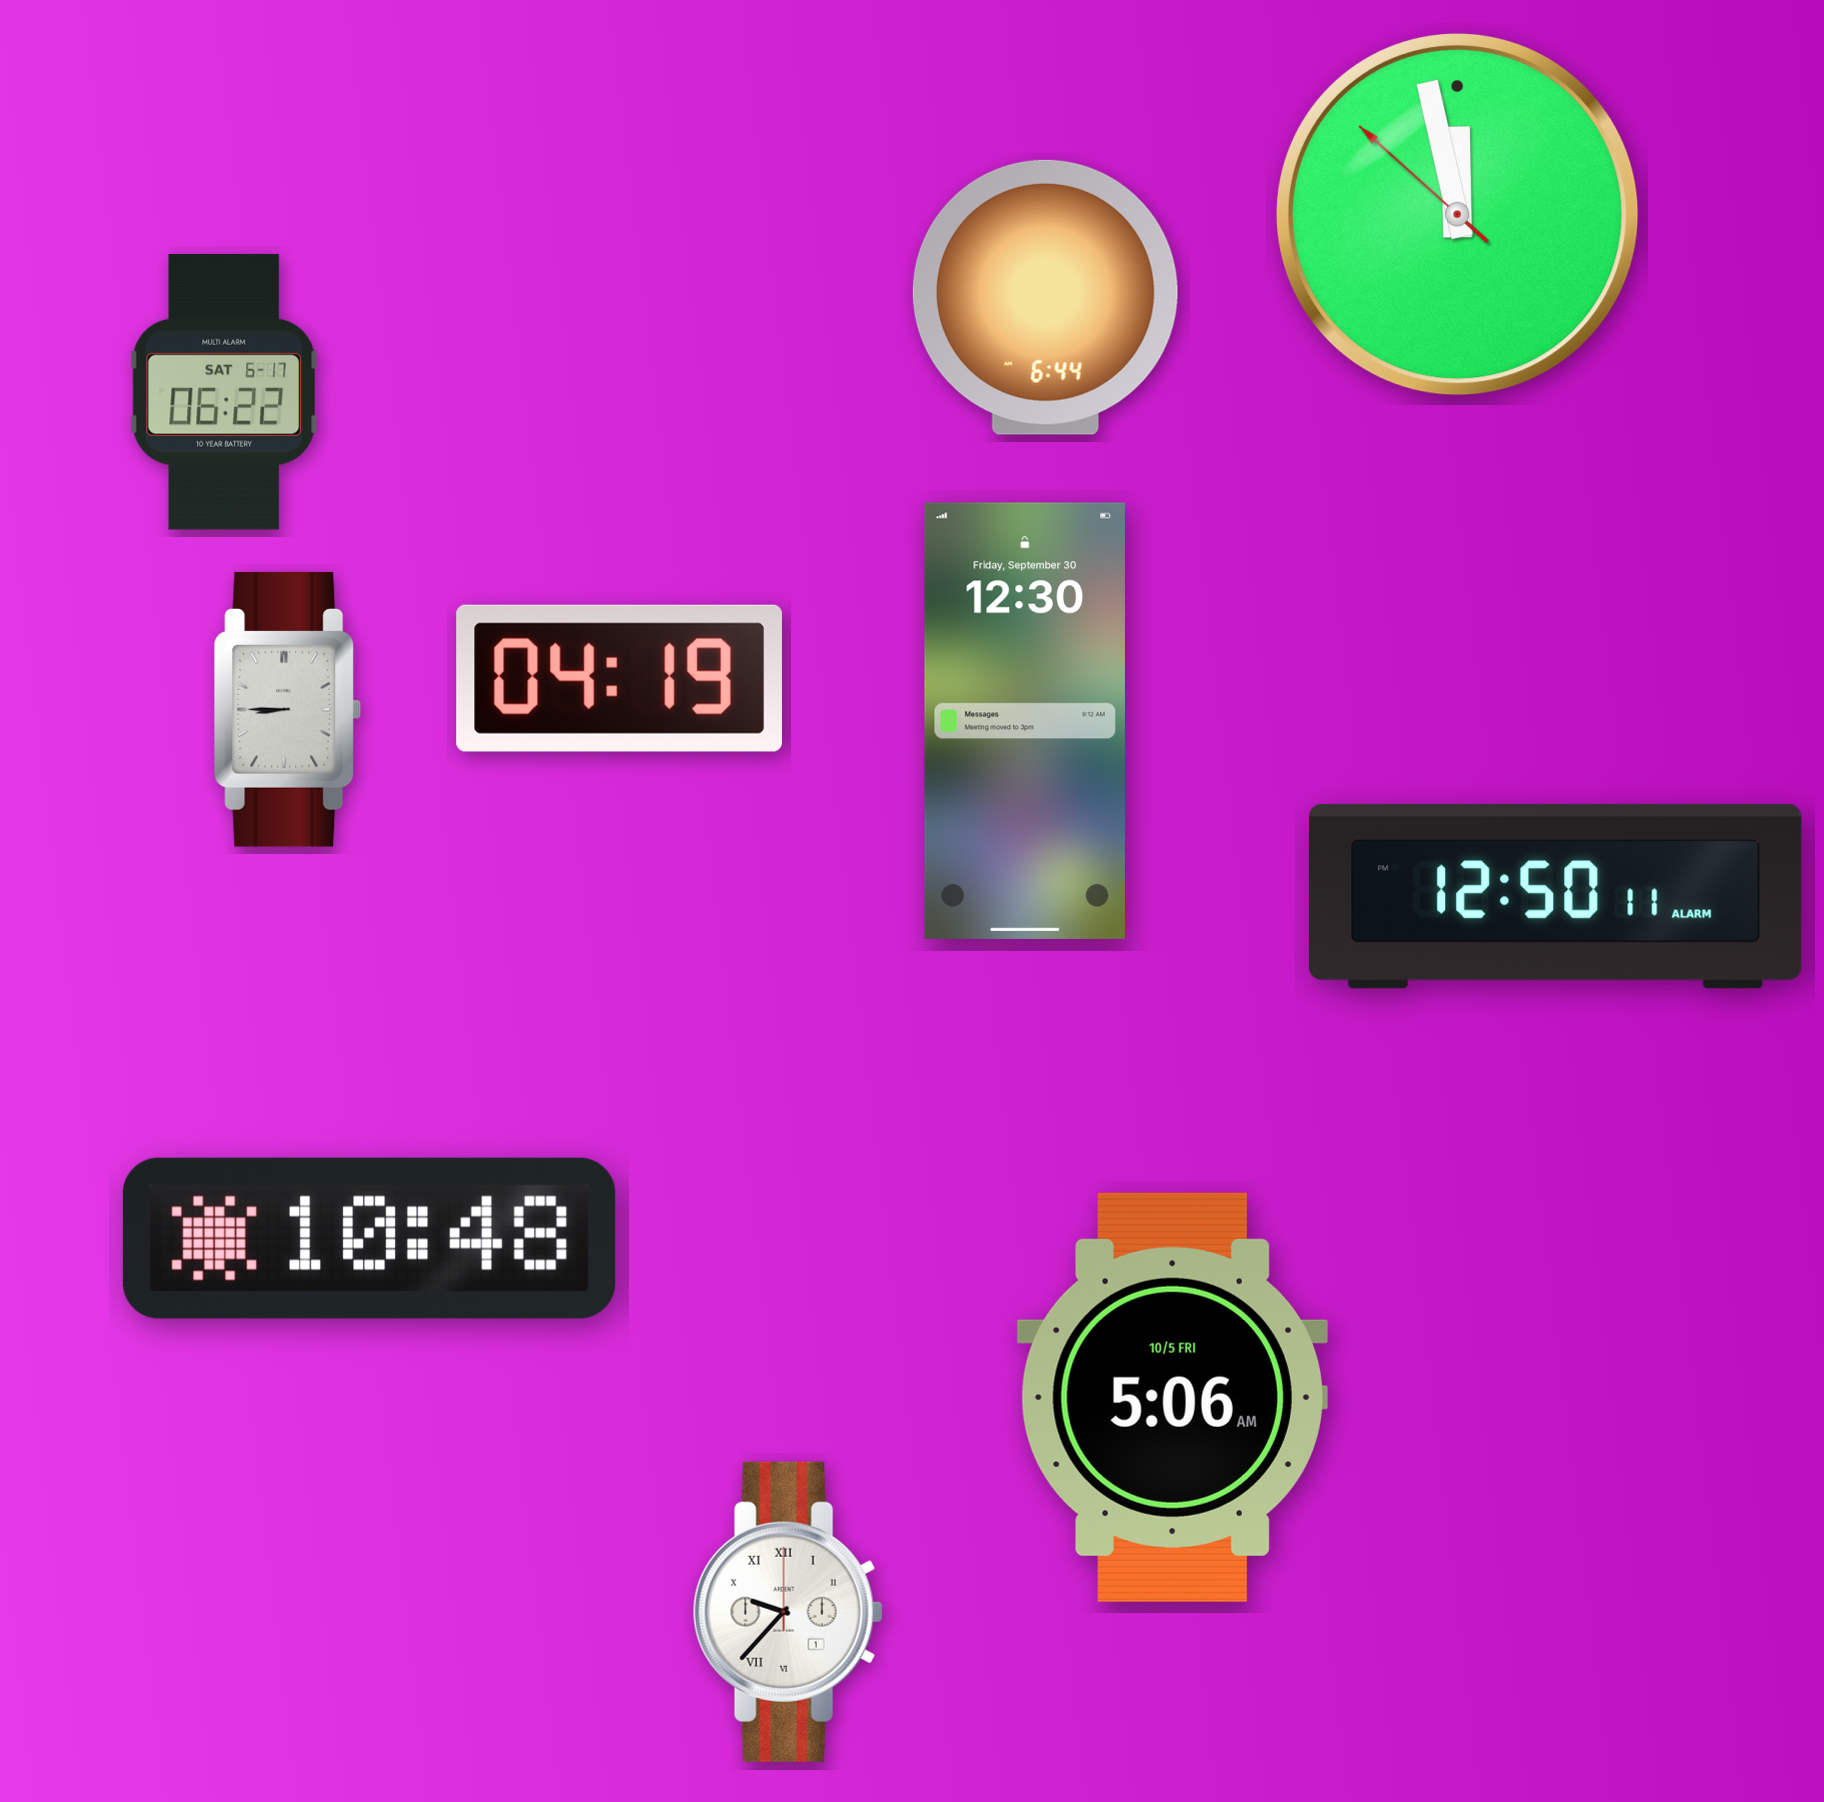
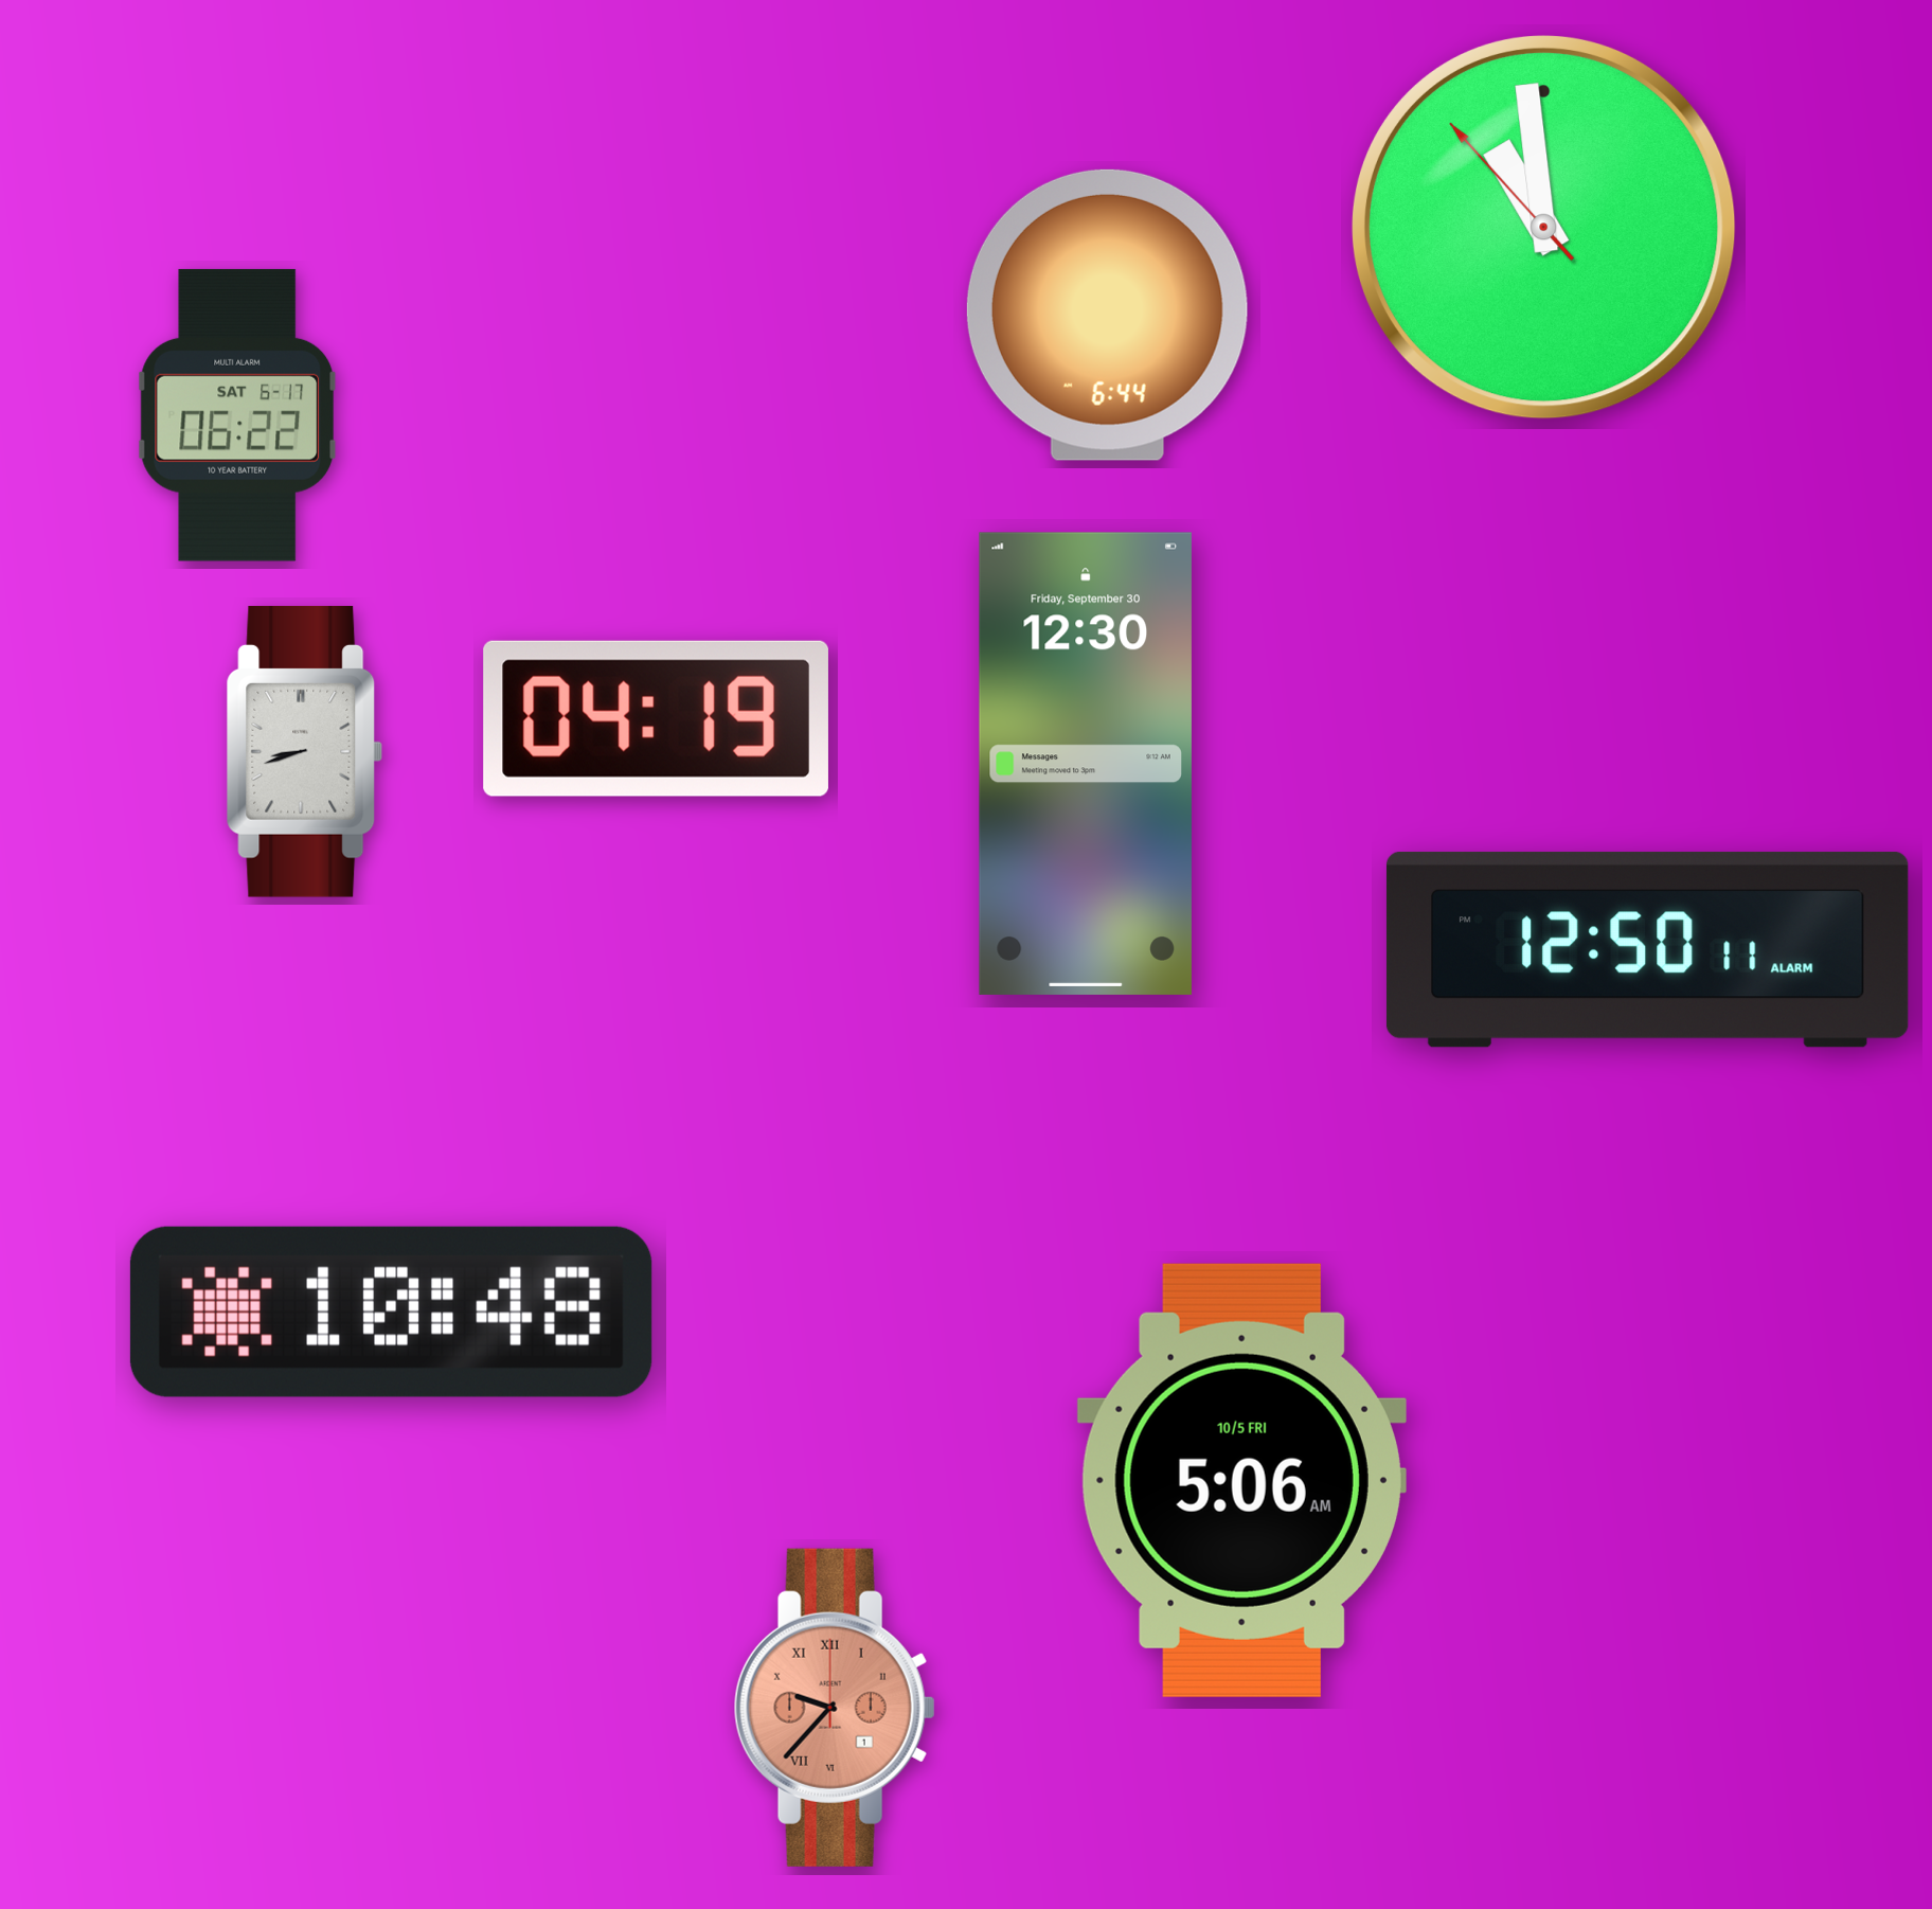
clock at (1457, 214): 11:57 -> 10:58
clock at (288, 709): 8:45 -> 8:42
clock at (788, 1612) dial: white -> salmon
